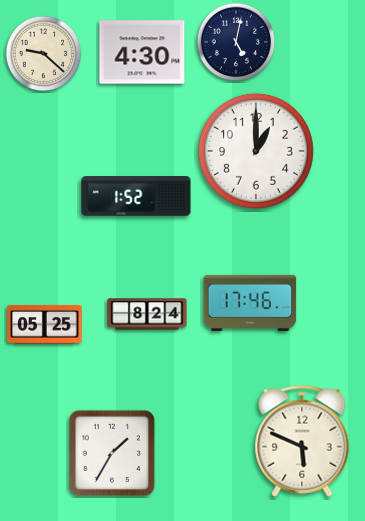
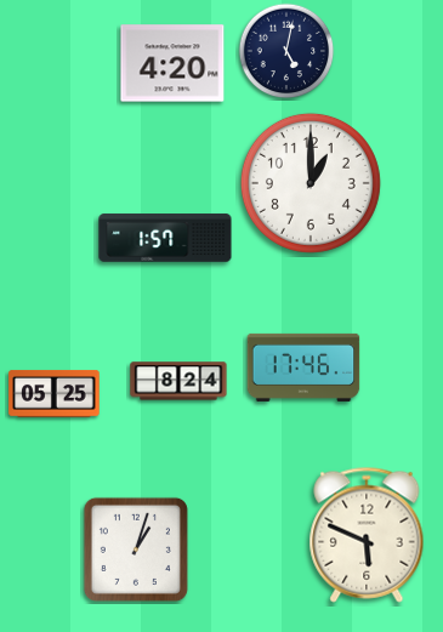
clock at (142, 52): 4:30 -> 4:20
clock at (44, 54): 9:22 -> none
clock at (136, 196): 1:52 -> 1:57
clock at (112, 453): 1:35 -> 1:03
